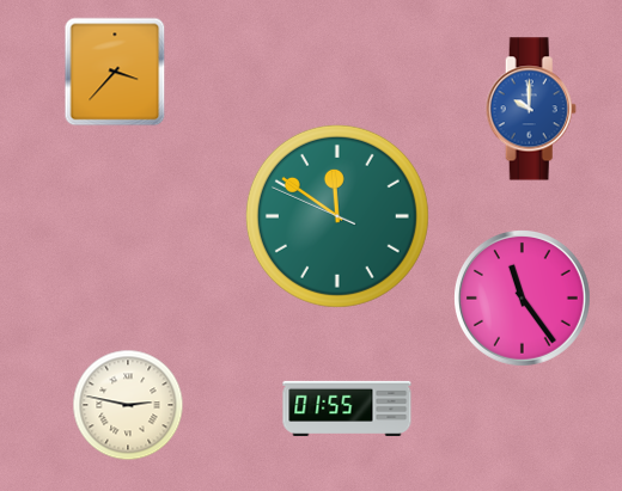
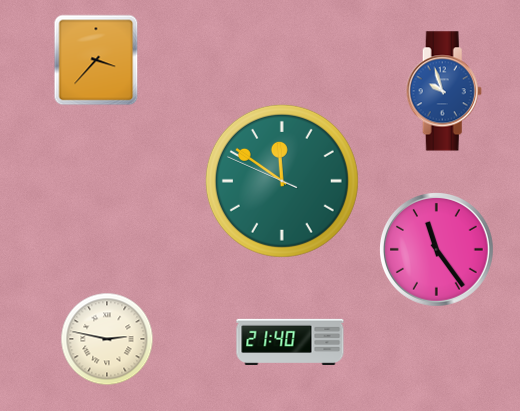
clock at (531, 109): 10:00 -> 9:57
clock at (347, 407): 01:55 -> 21:40
